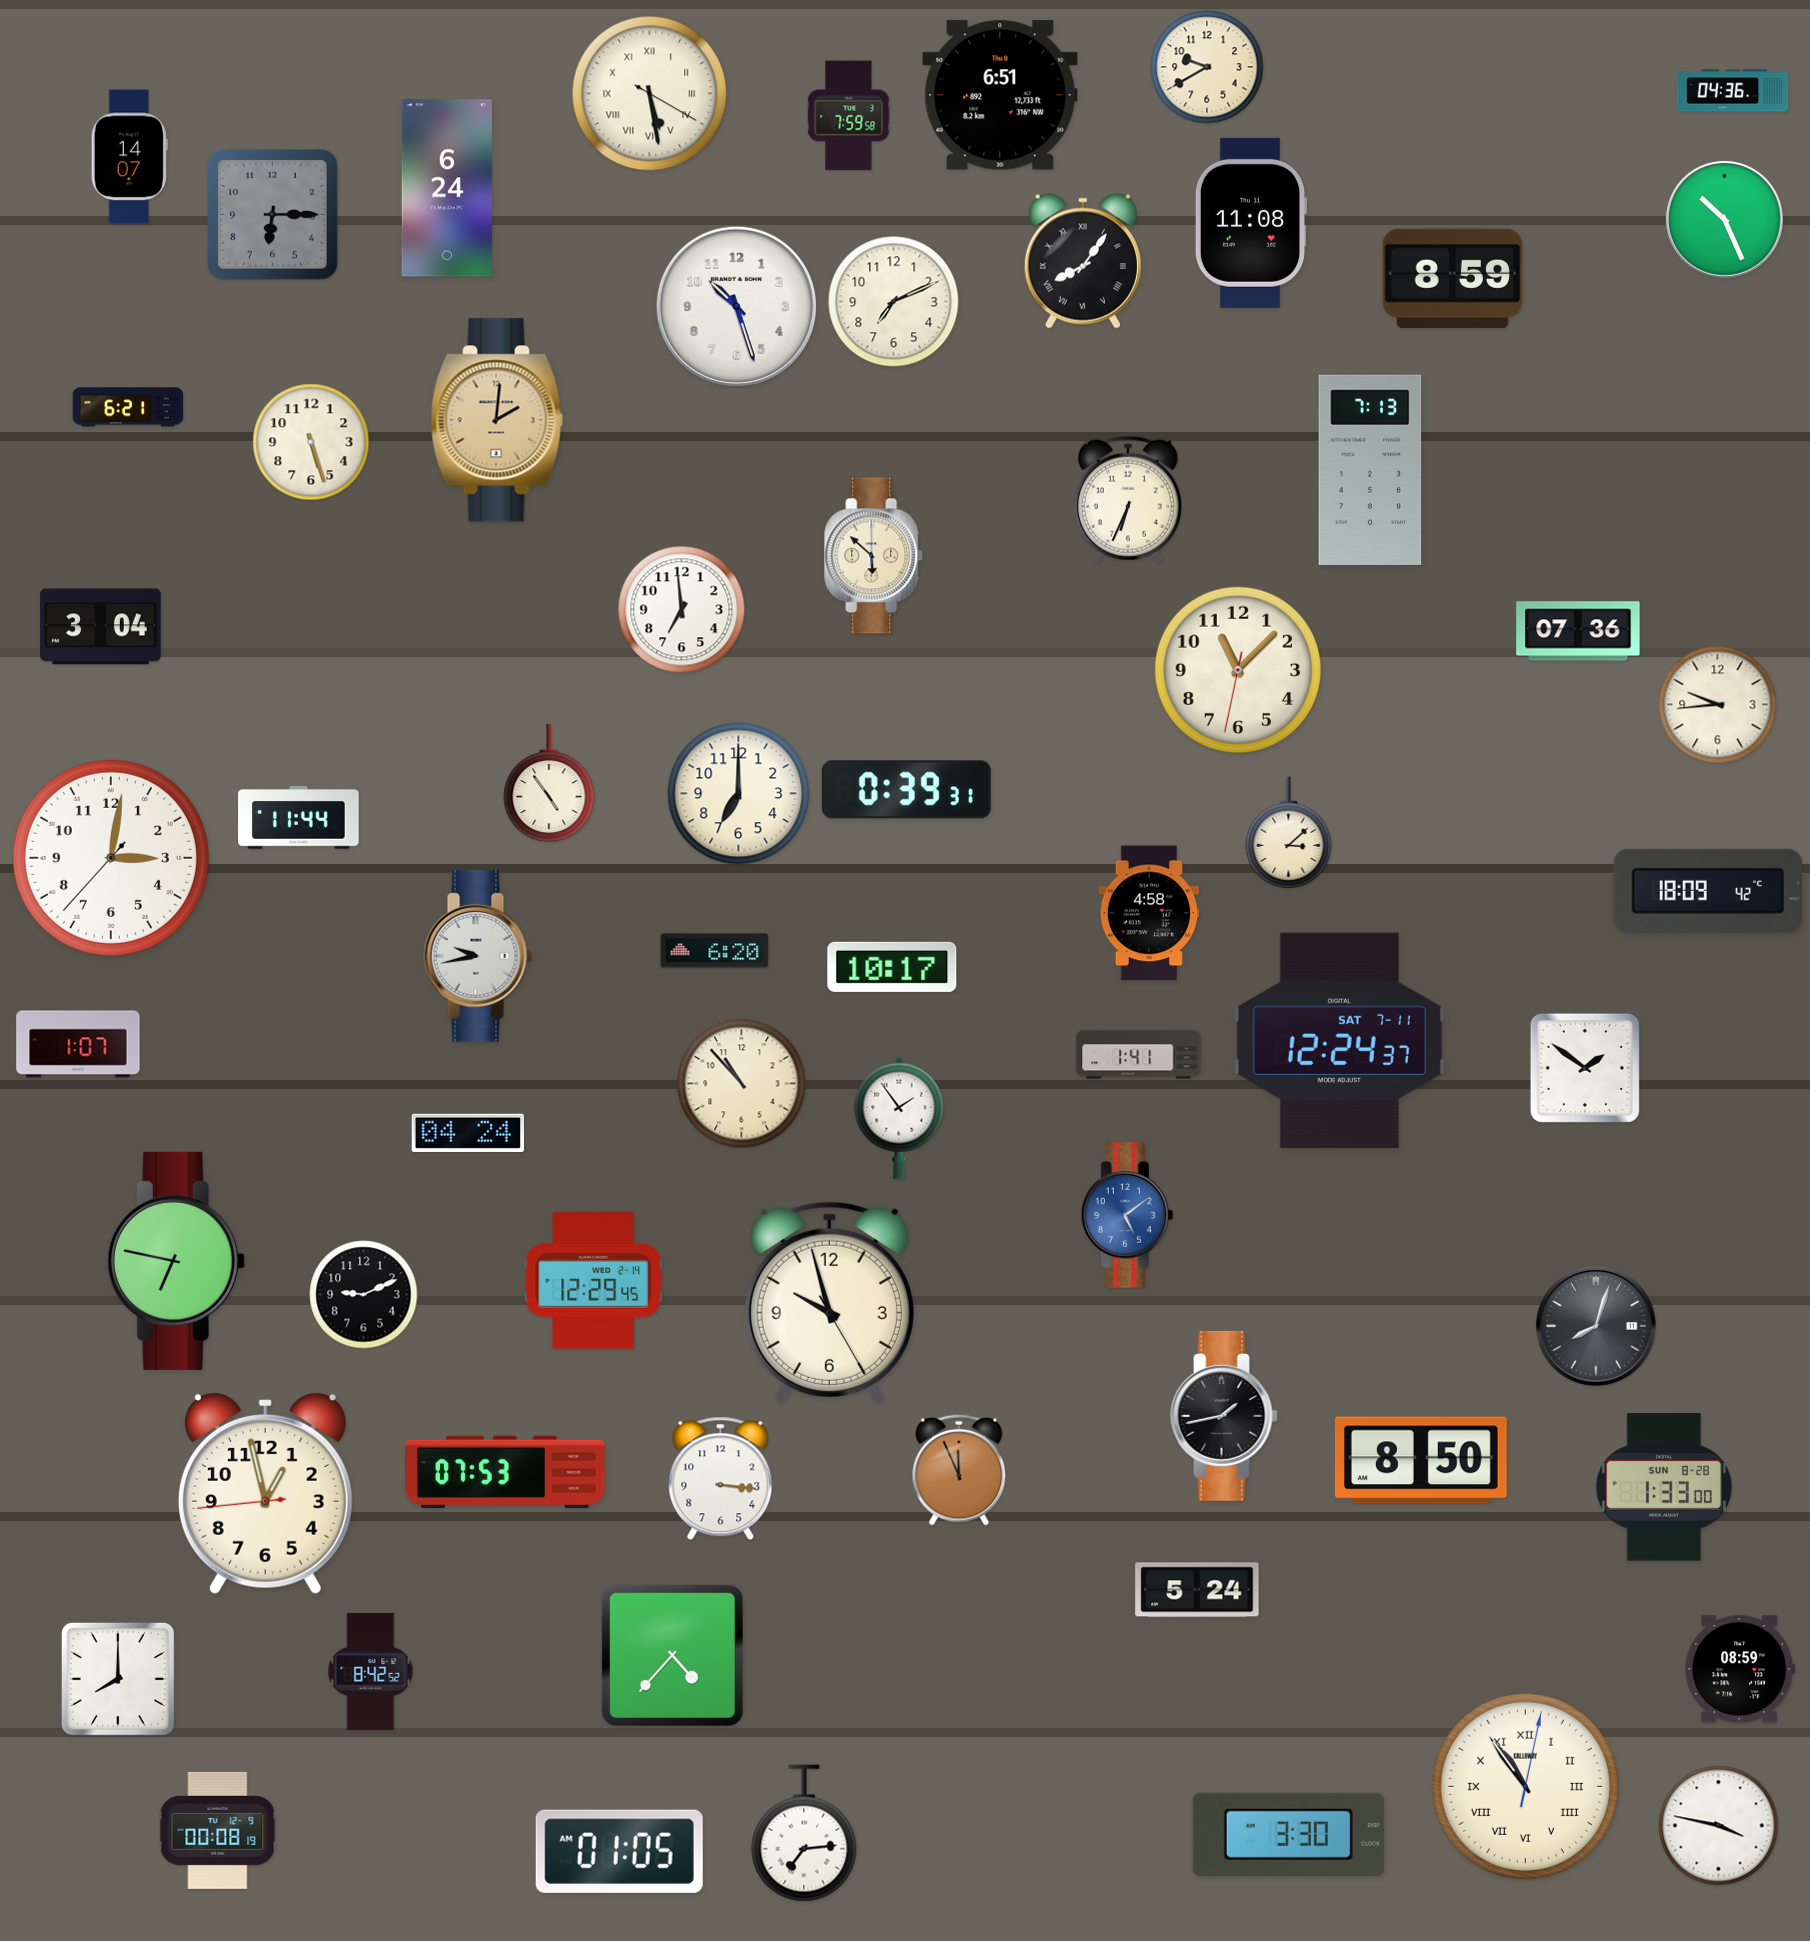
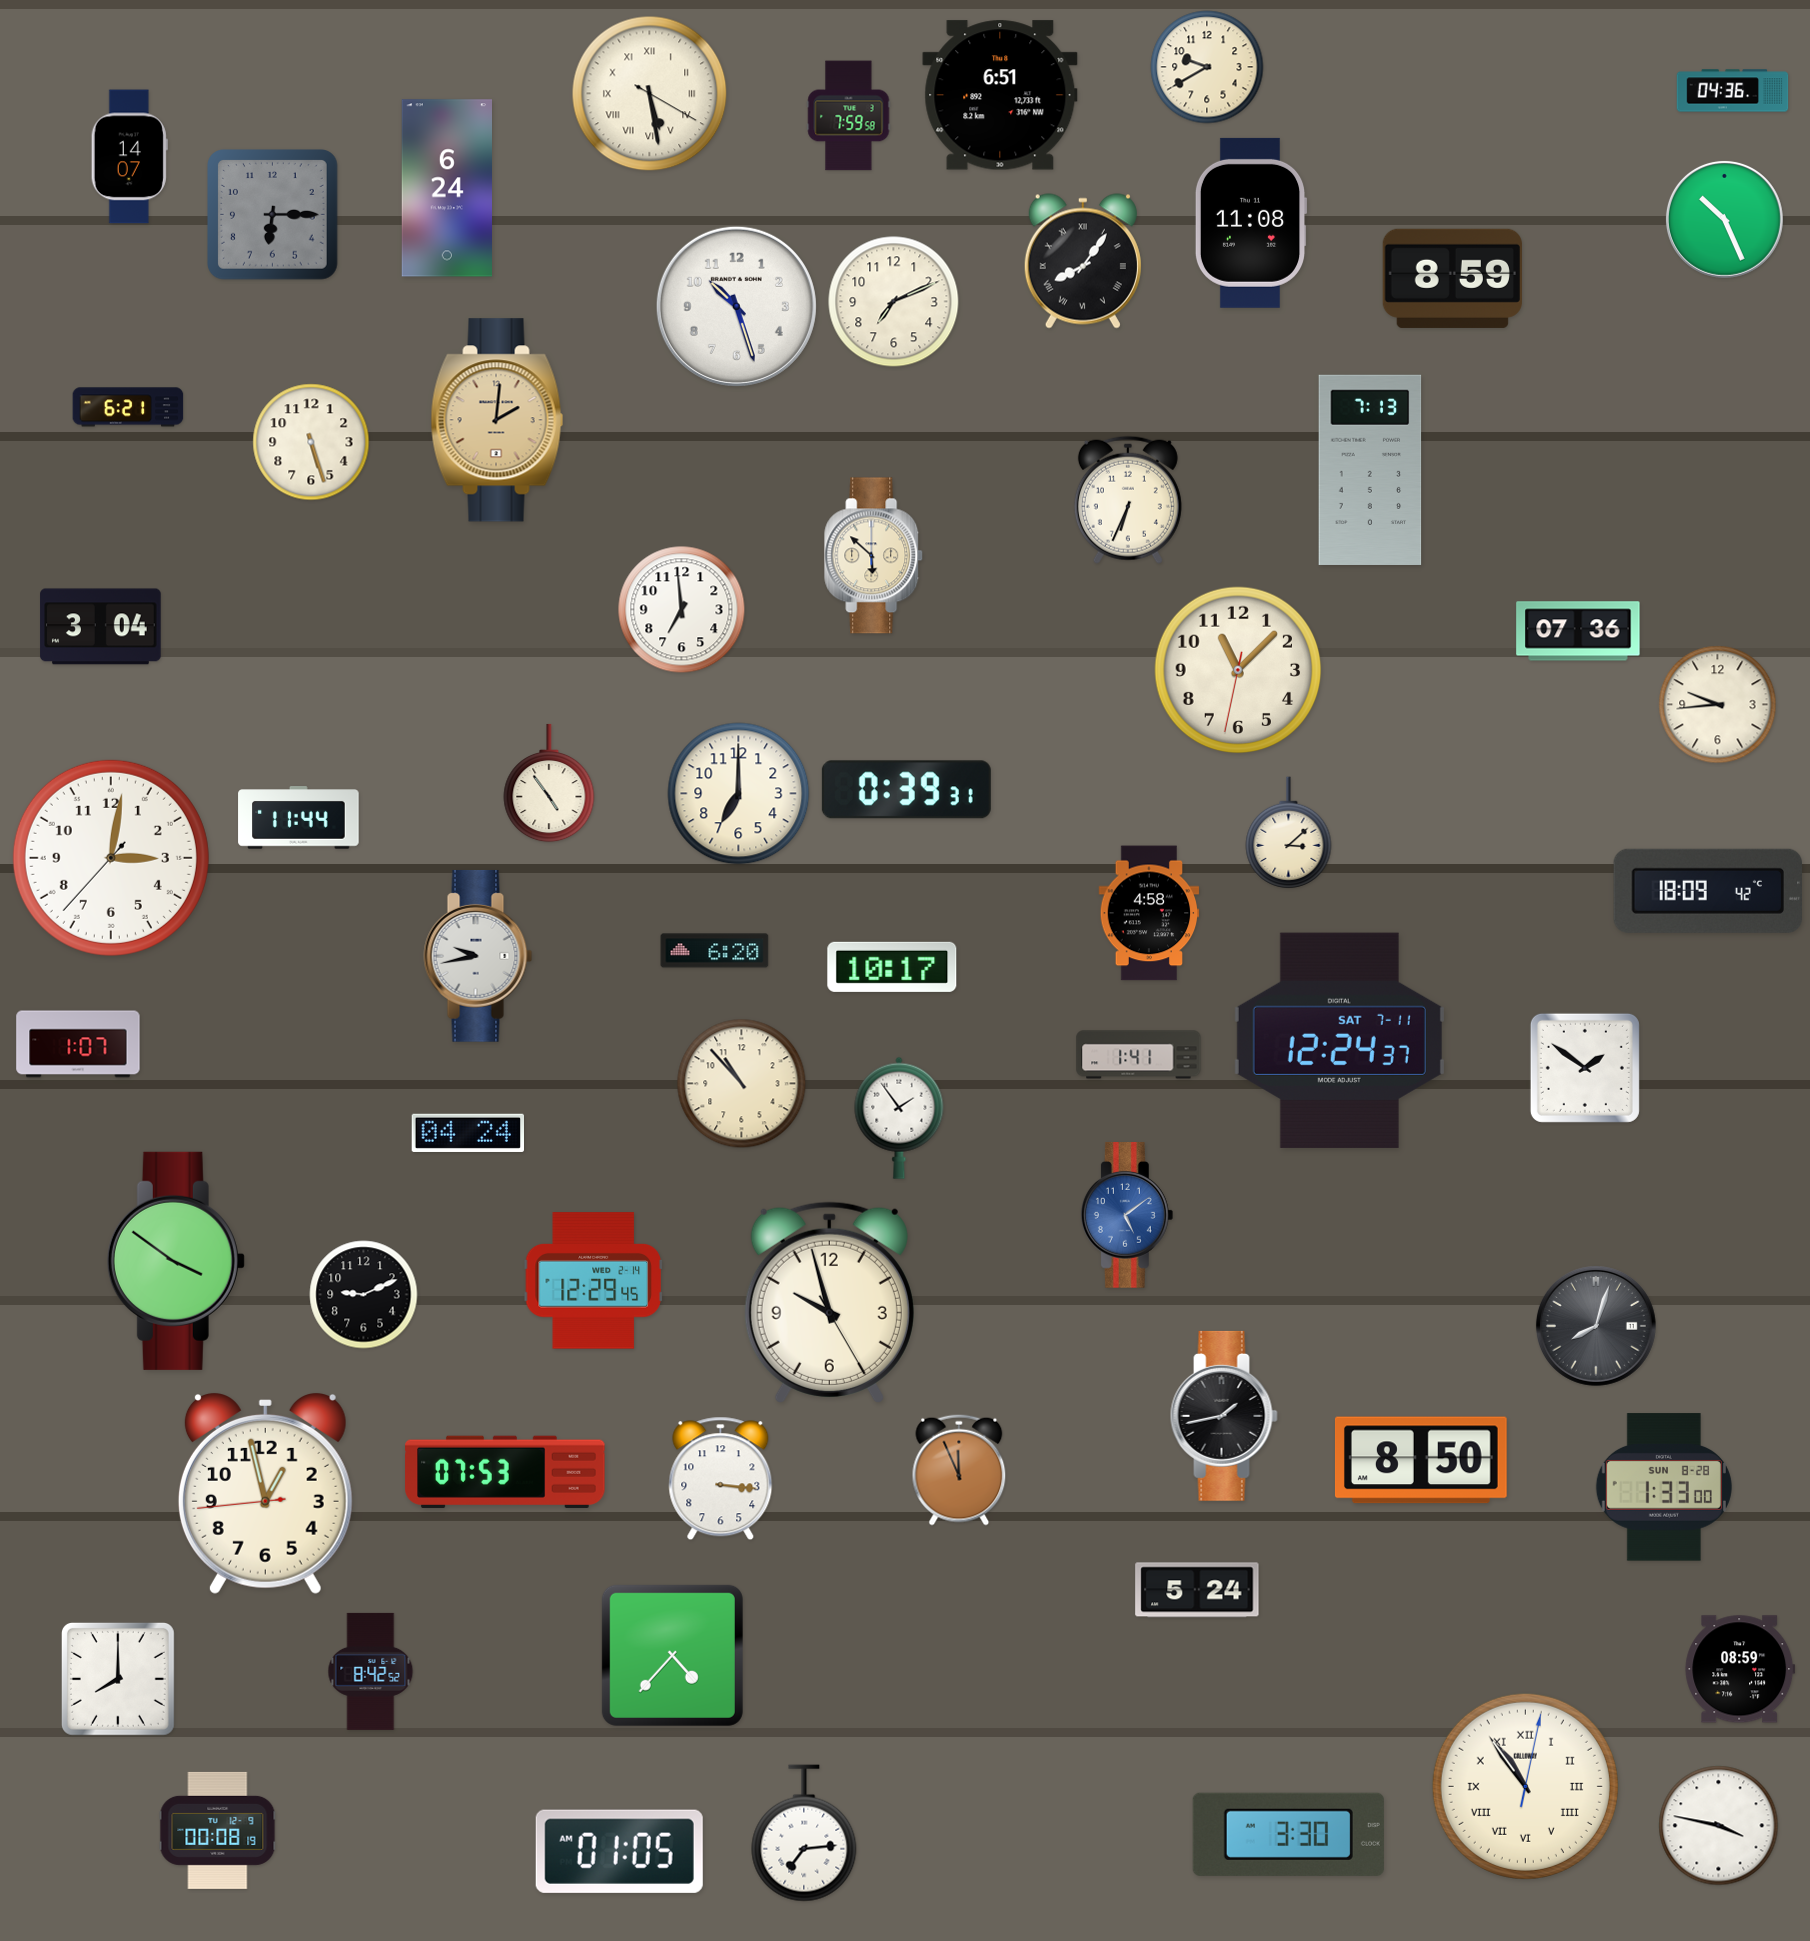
clock at (176, 1261): 6:47 -> 3:51
